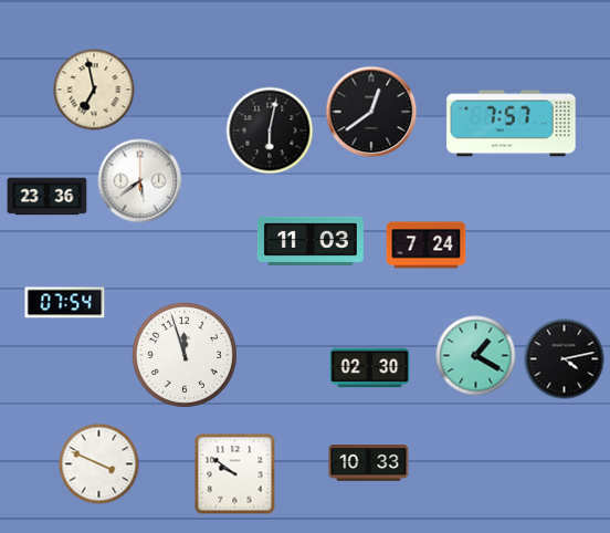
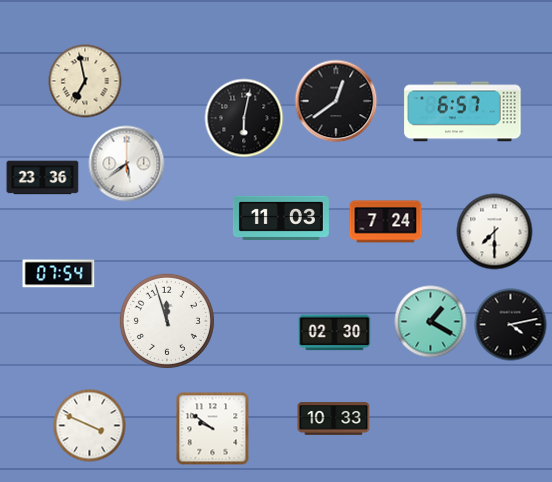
clock at (512, 124): 7:57 -> 6:57
clock at (495, 232): none -> 7:30
clock at (99, 464) position: (99, 464) -> (90, 426)
